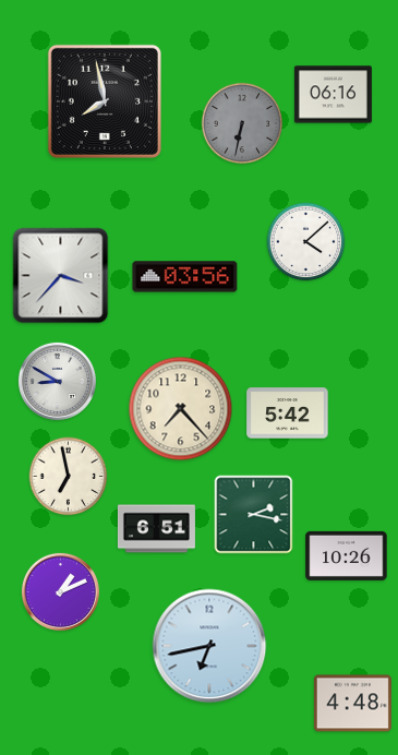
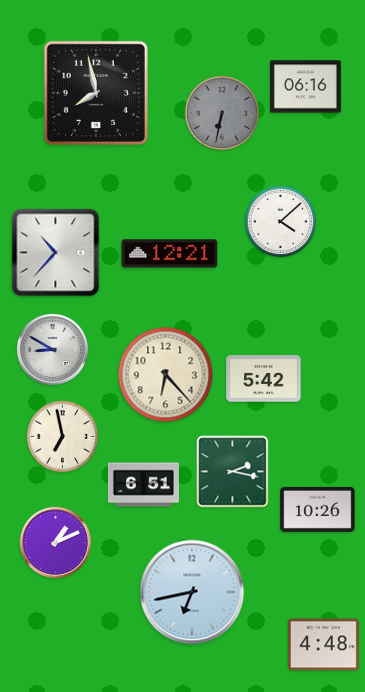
clock at (61, 276): 3:37 -> 10:37
clock at (185, 277): 03:56 -> 12:21
clock at (181, 409): 7:23 -> 6:23
